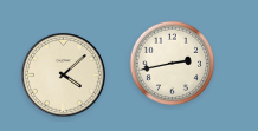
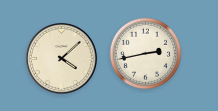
clock at (64, 76) position: (64, 76) -> (62, 59)
